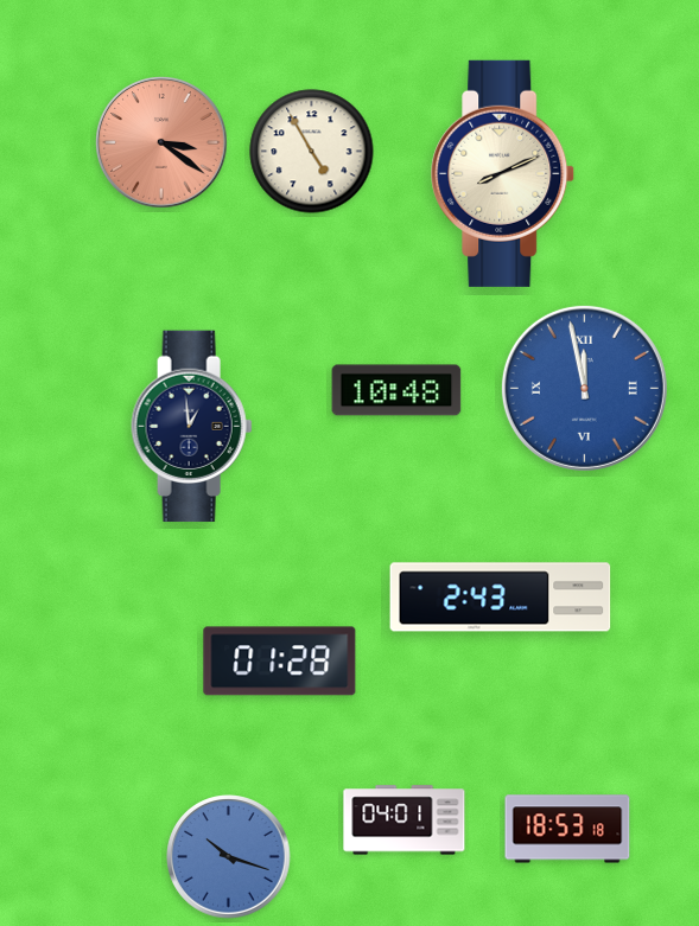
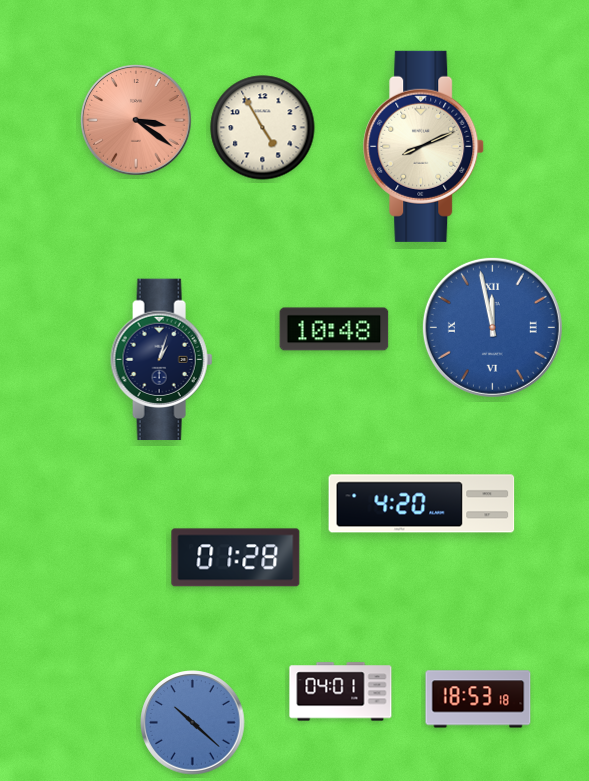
clock at (192, 427): 12:59 -> 1:03
clock at (501, 598): 2:43 -> 4:20
clock at (229, 857): 10:18 -> 10:22
